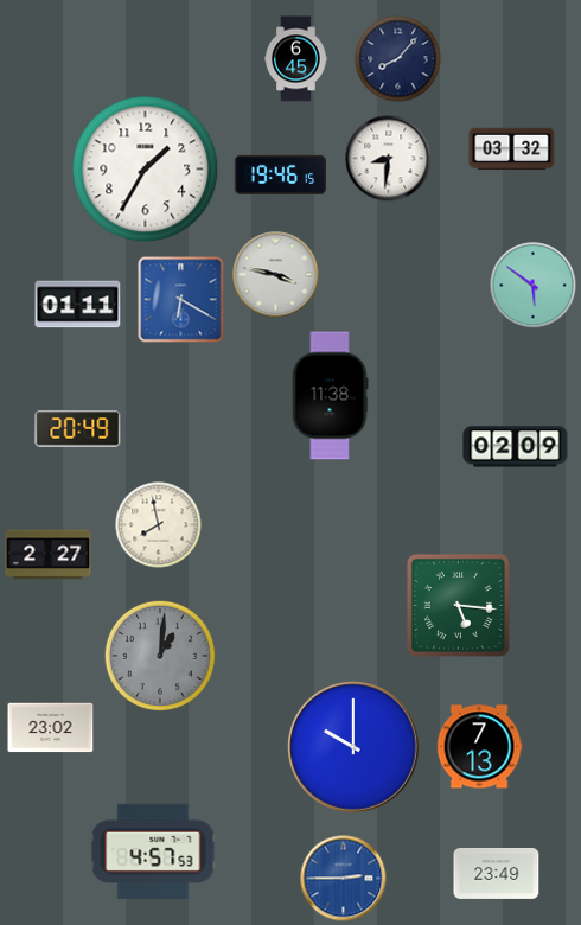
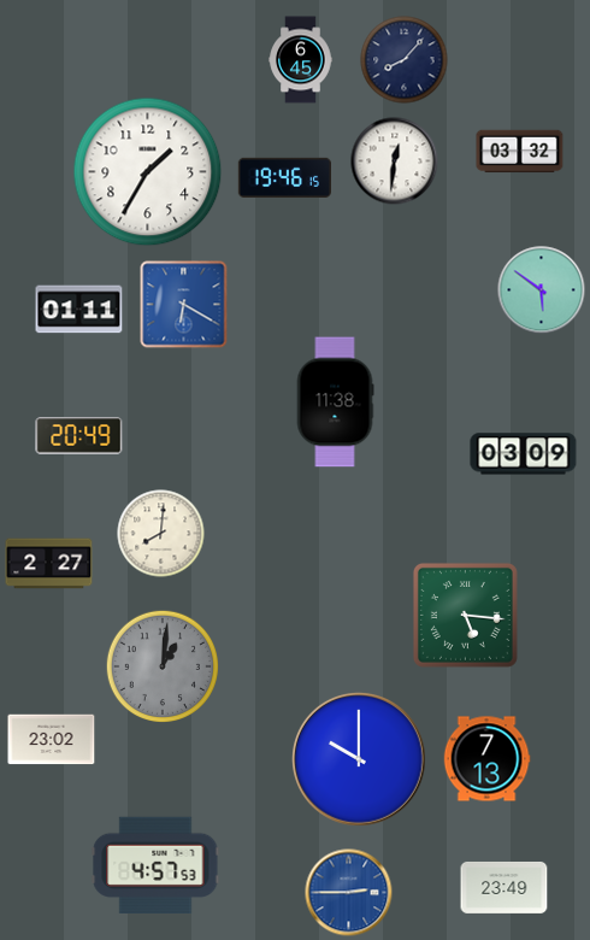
clock at (389, 159): 8:31 -> 12:31
clock at (276, 275): 3:47 -> none
clock at (516, 447): 02:09 -> 03:09
clock at (159, 525): 7:58 -> 8:01
